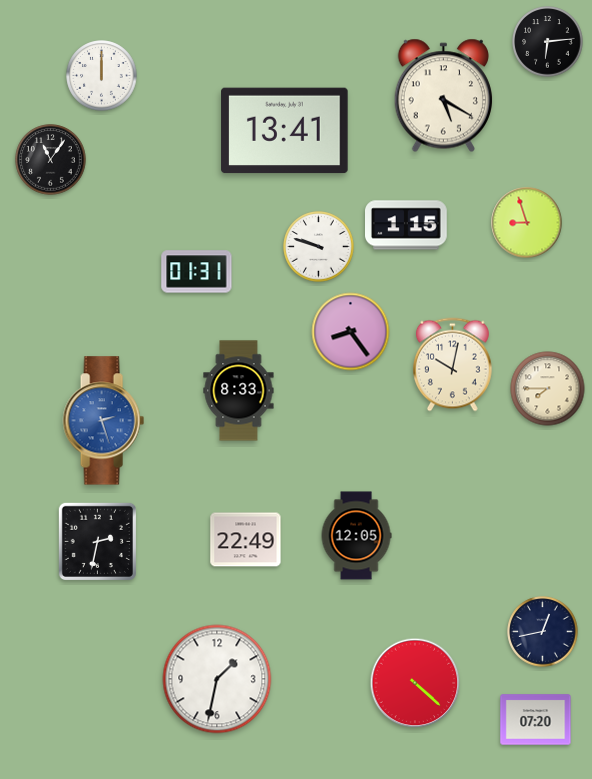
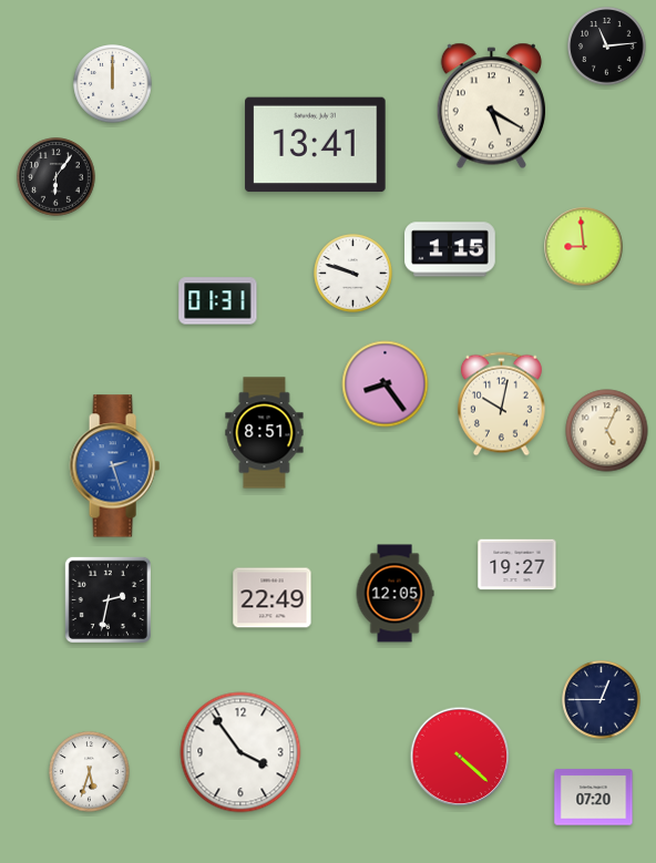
clock at (548, 42): 6:14 -> 11:14
clock at (51, 160): 11:06 -> 6:06
clock at (527, 223): 8:57 -> 8:59
clock at (351, 332) position: (351, 332) -> (386, 384)
clock at (548, 389): 7:45 -> 5:04
clock at (239, 391): 8:33 -> 8:51
clock at (517, 565): none -> 19:27
clock at (543, 632): 12:43 -> 12:45
clock at (217, 679): 1:32 -> 3:54
clock at (90, 772): none -> 5:33
